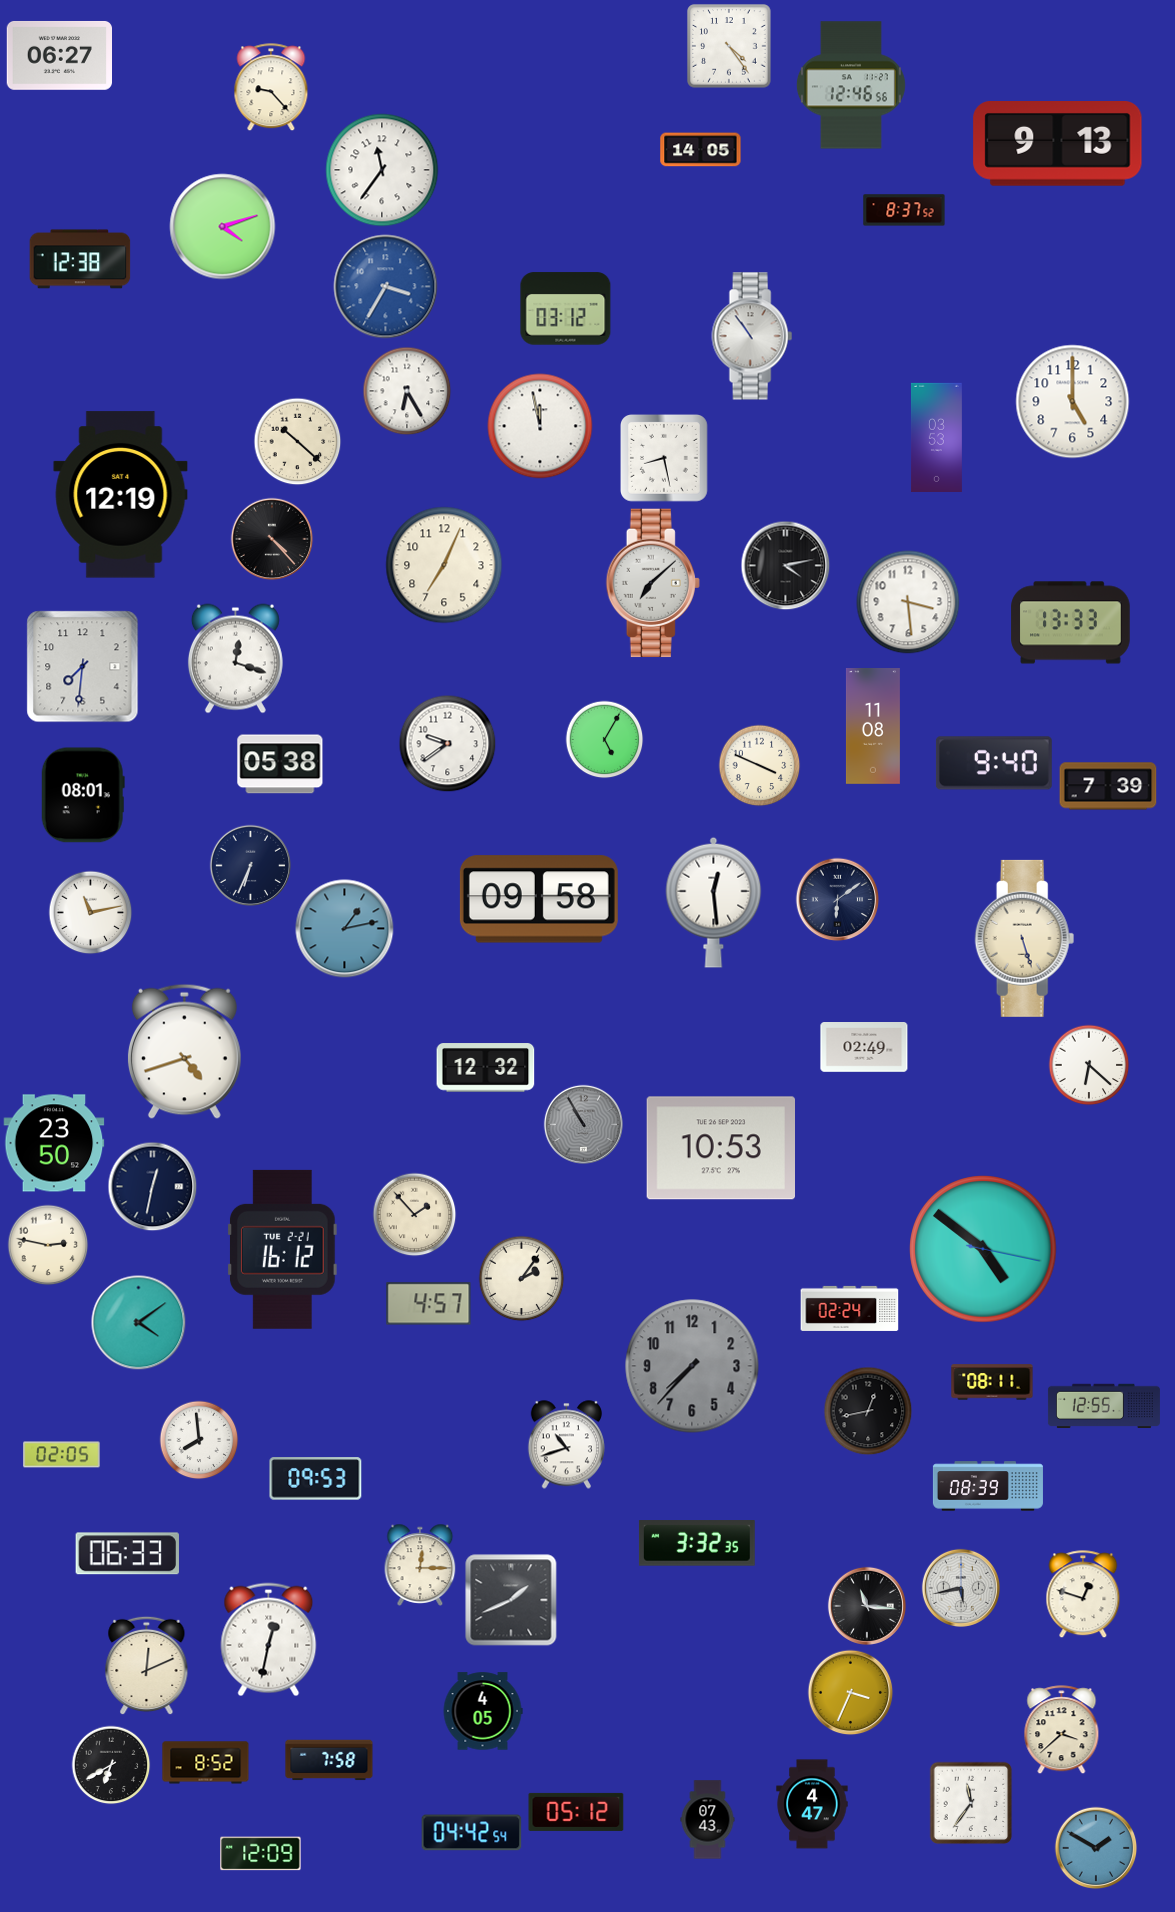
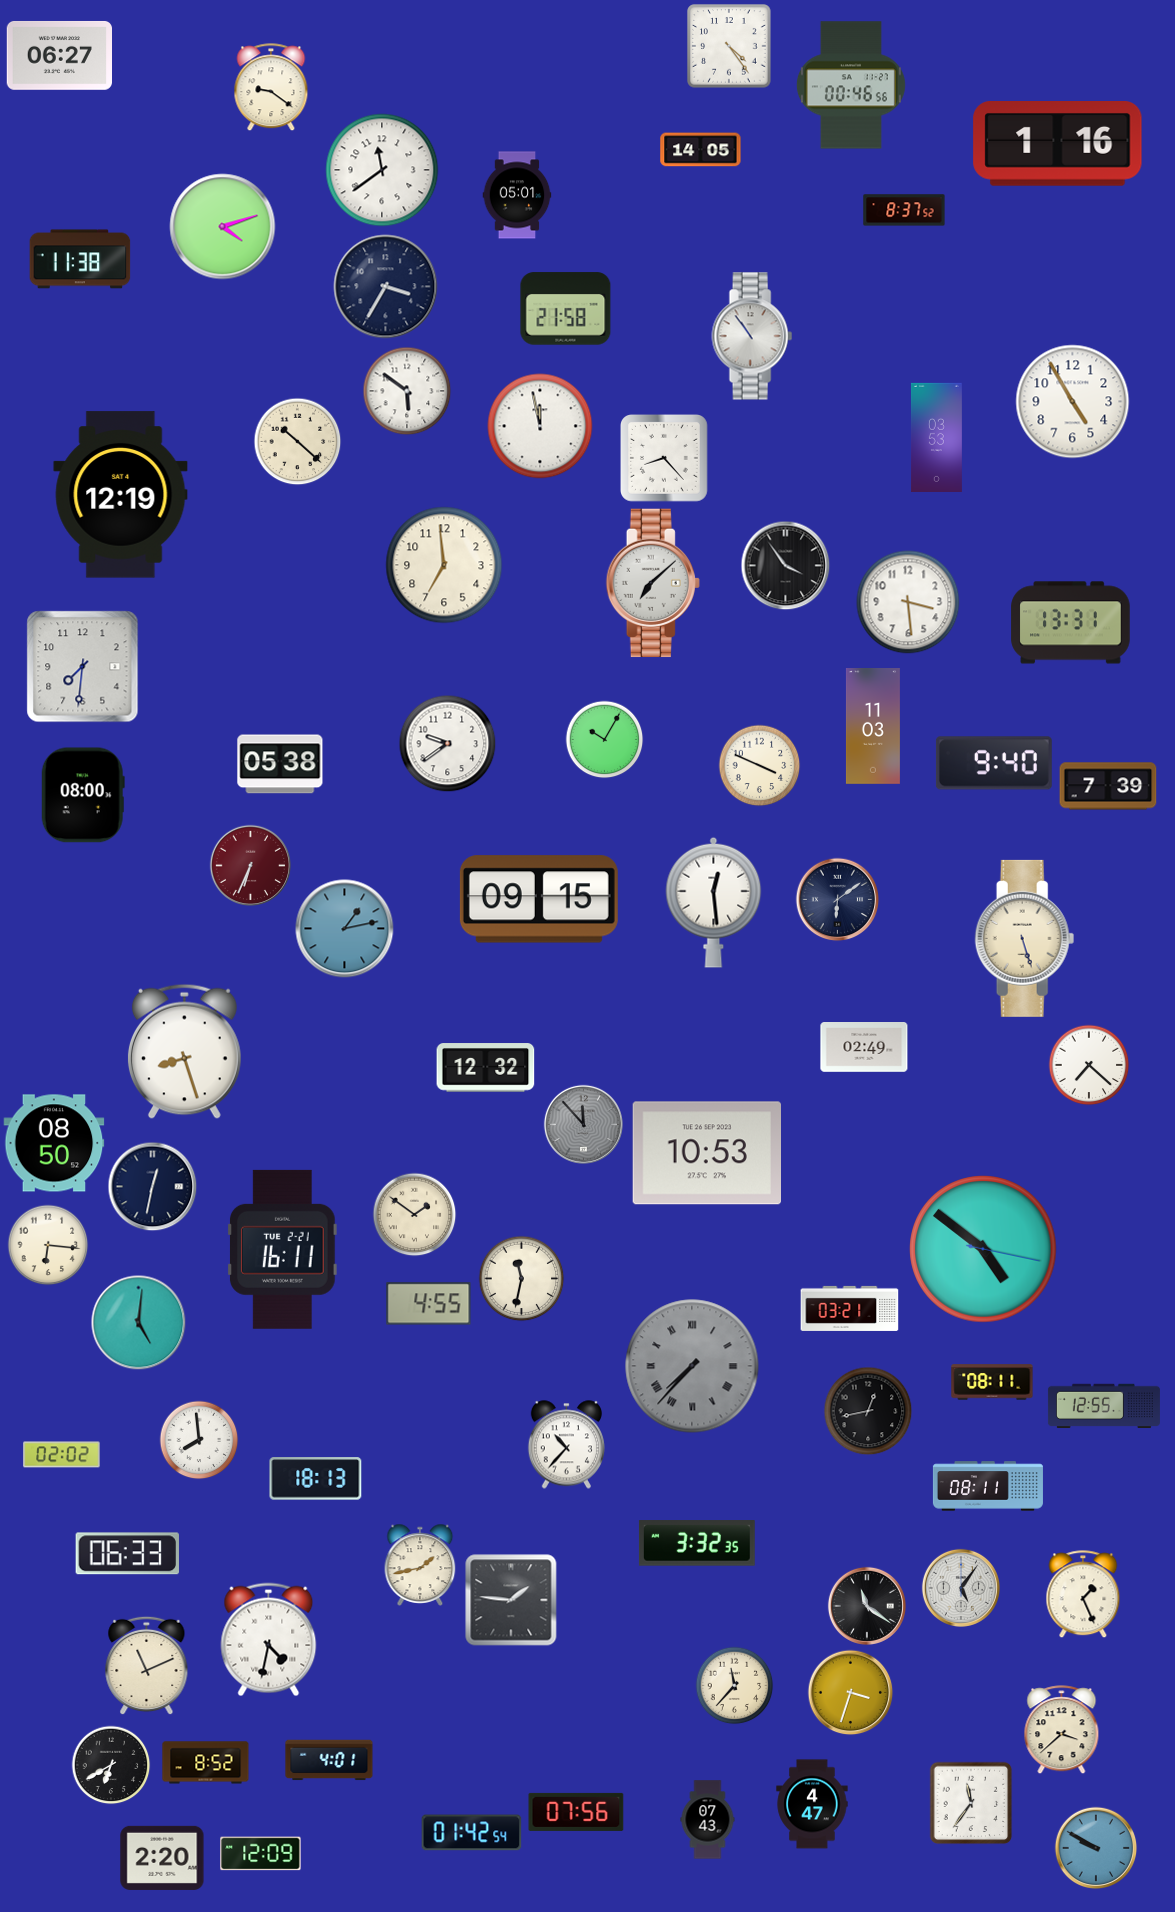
clock at (851, 85): 12:46 -> 00:46
clock at (271, 87): 9:23 -> 9:21
clock at (1058, 144): 9:13 -> 1:16
clock at (382, 170): 11:36 -> 11:39
clock at (517, 195): none -> 05:01
clock at (80, 259): 12:38 -> 11:38
clock at (386, 287) dial: blue -> navy
clock at (566, 309): 03:12 -> 21:58
clock at (407, 391): 6:25 -> 5:51
clock at (1073, 402): 5:00 -> 4:55
clock at (665, 459): 8:28 -> 8:23
clock at (272, 539): 4:23 -> none
clock at (444, 565): 7:04 -> 6:59
clock at (785, 565): 4:13 -> 3:54
clock at (1071, 623): 13:33 -> 13:31
clock at (235, 659): 12:18 -> none
clock at (873, 727): 11:08 -> 11:03
clock at (604, 739): 5:05 -> 10:05
clock at (83, 795): 08:01 -> 08:00
clock at (250, 865) dial: navy -> burgundy
clock at (539, 899): 09:58 -> 09:15
clock at (90, 912): 11:13 -> none
clock at (184, 1051): 4:42 -> 8:27
clock at (1089, 1065): 6:22 -> 7:22
clock at (583, 1124): 10:55 -> 11:53
clock at (54, 1143): 23:50 -> 08:50
clock at (720, 1148) position: (720, 1148) -> (706, 1153)
clock at (414, 1214): 1:53 -> 1:51
clock at (48, 1245): 2:47 -> 6:16
clock at (283, 1249): 16:12 -> 16:11
clock at (521, 1278): 2:06 -> 11:32
clock at (429, 1304): 4:57 -> 4:55
clock at (850, 1308): 02:24 -> 03:21
clock at (138, 1322): 4:09 -> 5:01
clock at (692, 1366) numerals: Arabic -> Roman
clock at (566, 1445): 10:42 -> 10:37
clock at (62, 1455): 02:05 -> 02:02
clock at (316, 1479): 09:53 -> 18:13
clock at (988, 1486): 08:39 -> 08:11
clock at (420, 1565): 12:15 -> 1:43
clock at (961, 1588): 5:43 -> 5:06
clock at (1083, 1594): 12:48 -> 1:26
clock at (511, 1600): 1:41 -> 1:46
clock at (867, 1606): 11:16 -> 11:21
clock at (269, 1640): 12:32 -> 4:32
clock at (147, 1665): 12:11 -> 11:11
clock at (734, 1685): none -> 11:37
clock at (850, 1692): 3:34 -> 3:33
clock at (483, 1711): 4:05 -> none
clock at (329, 1760): 7:58 -> 4:01
clock at (576, 1812): 05:12 -> 07:56
clock at (472, 1833): 04:42 -> 01:42
clock at (1096, 1848): 1:50 -> 9:50
clock at (162, 1858): none -> 2:20
